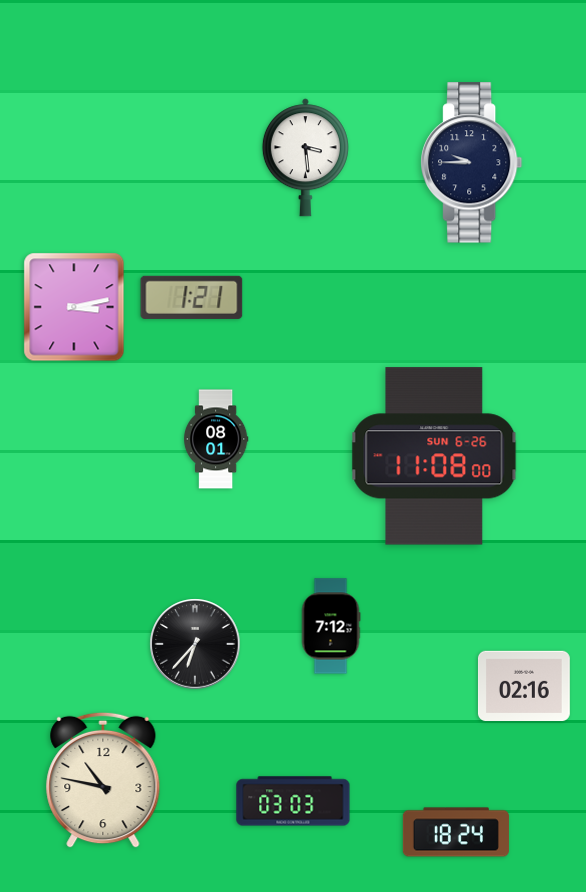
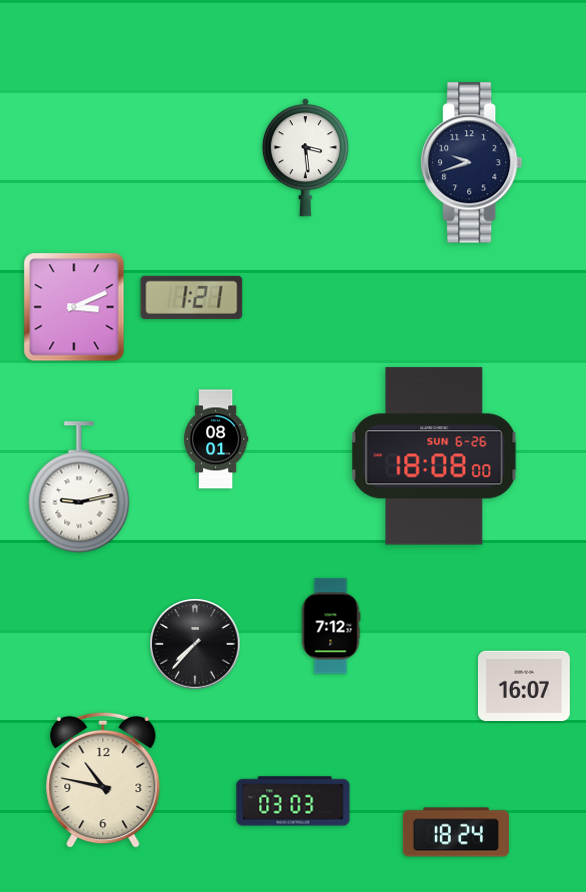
clock at (472, 163): 9:45 -> 9:42
clock at (74, 307): 3:13 -> 3:11
clock at (434, 456): 11:08 -> 18:08
clock at (79, 487): none -> 9:13
clock at (195, 644): 6:37 -> 7:37
clock at (524, 686): 02:16 -> 16:07
